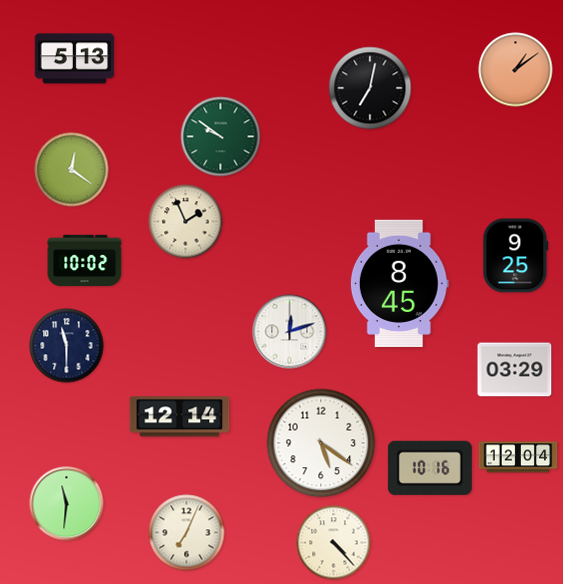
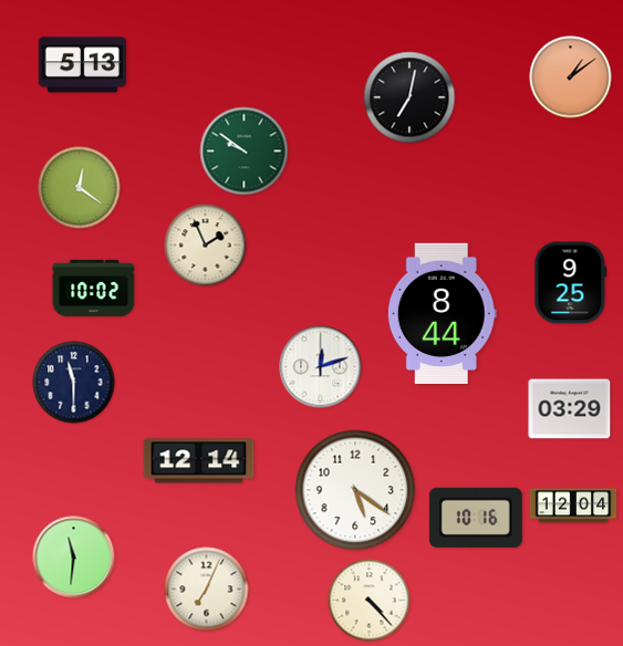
clock at (399, 283): 8:45 -> 8:44
